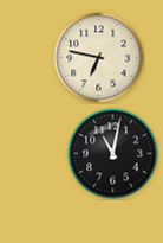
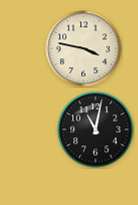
clock at (99, 58): 6:47 -> 3:47
